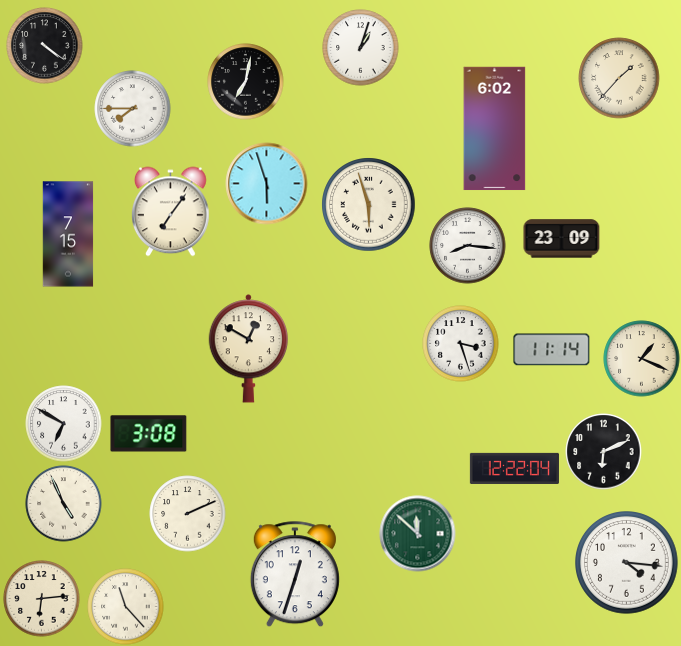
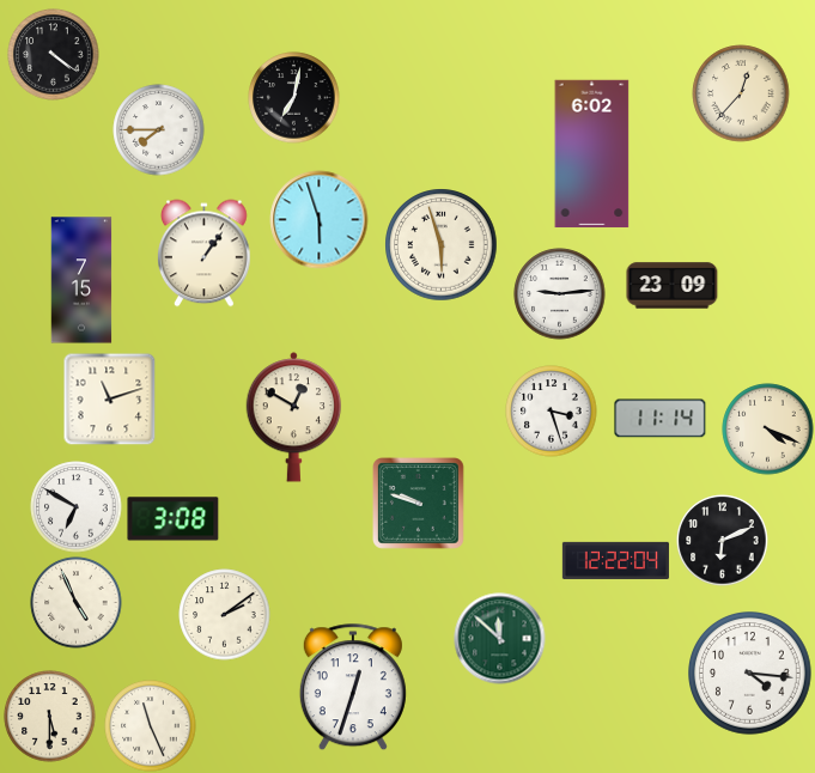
clock at (361, 48): 1:03 -> none
clock at (619, 78): 1:37 -> 12:37
clock at (171, 212): 7:06 -> 1:06
clock at (468, 246): 8:16 -> 9:14
clock at (109, 398): none -> 11:12
clock at (249, 349) position: (249, 349) -> (294, 418)
clock at (642, 359): 1:19 -> 4:19
clock at (419, 504): none -> 9:48
clock at (149, 434) position: (149, 434) -> (174, 519)
clock at (188, 514): 2:11 -> 2:09
clock at (42, 599): 6:14 -> 5:30
clock at (126, 607): 11:23 -> 11:26
